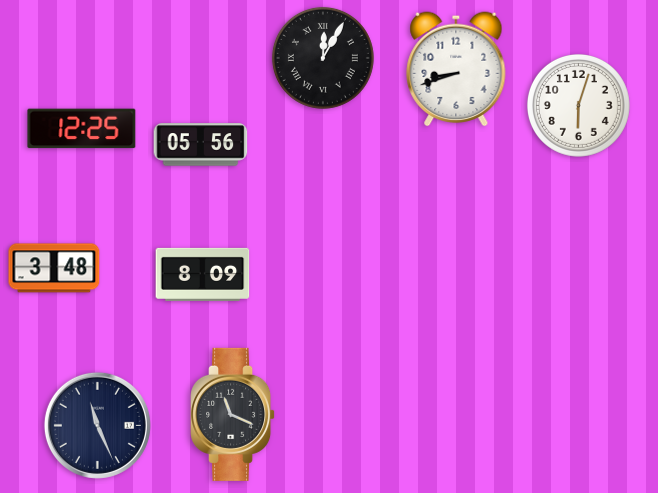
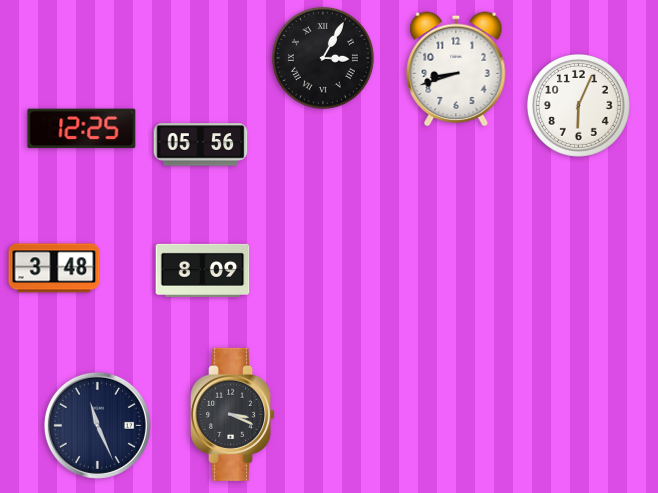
clock at (323, 58): 12:05 -> 3:05
clock at (578, 105): 6:03 -> 6:04
clock at (203, 274) position: (203, 274) -> (203, 270)
clock at (233, 414): 11:19 -> 3:19
